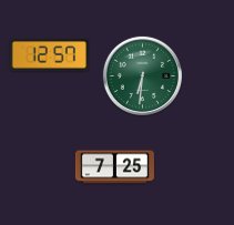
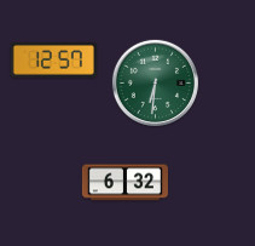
clock at (114, 167): 7:25 -> 6:32
